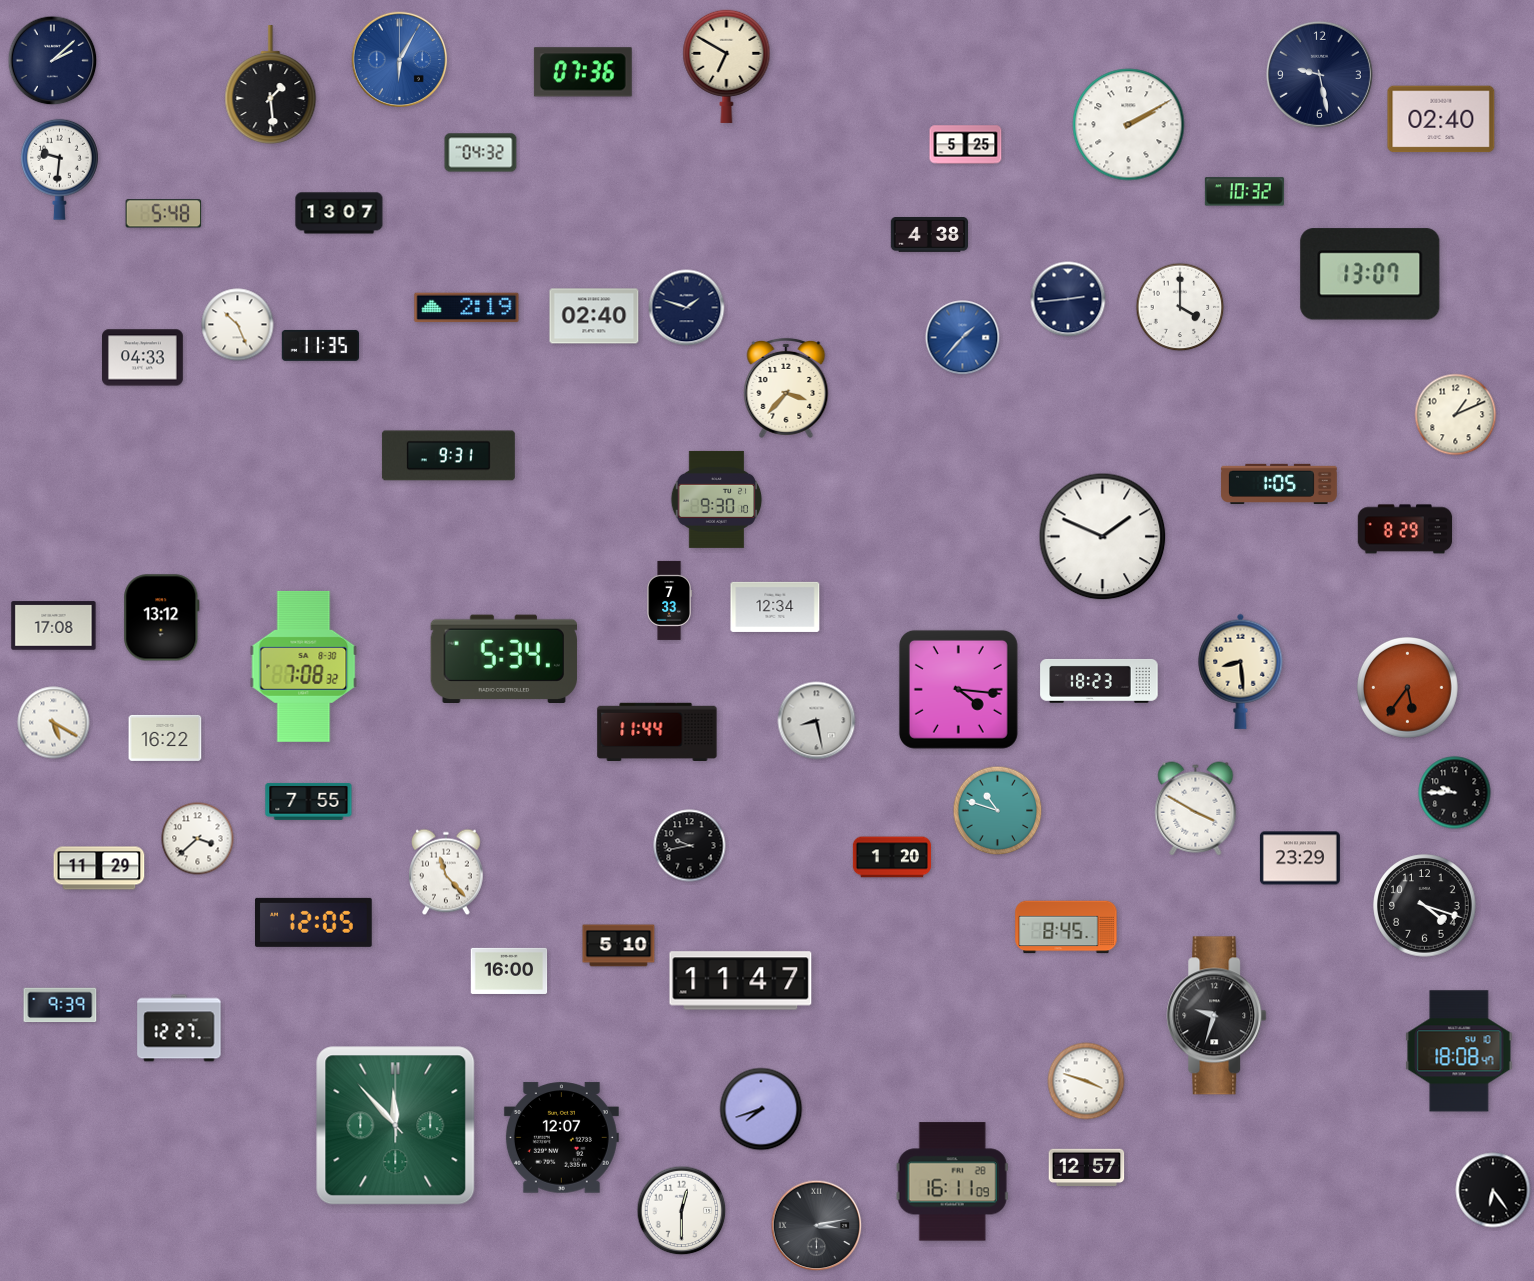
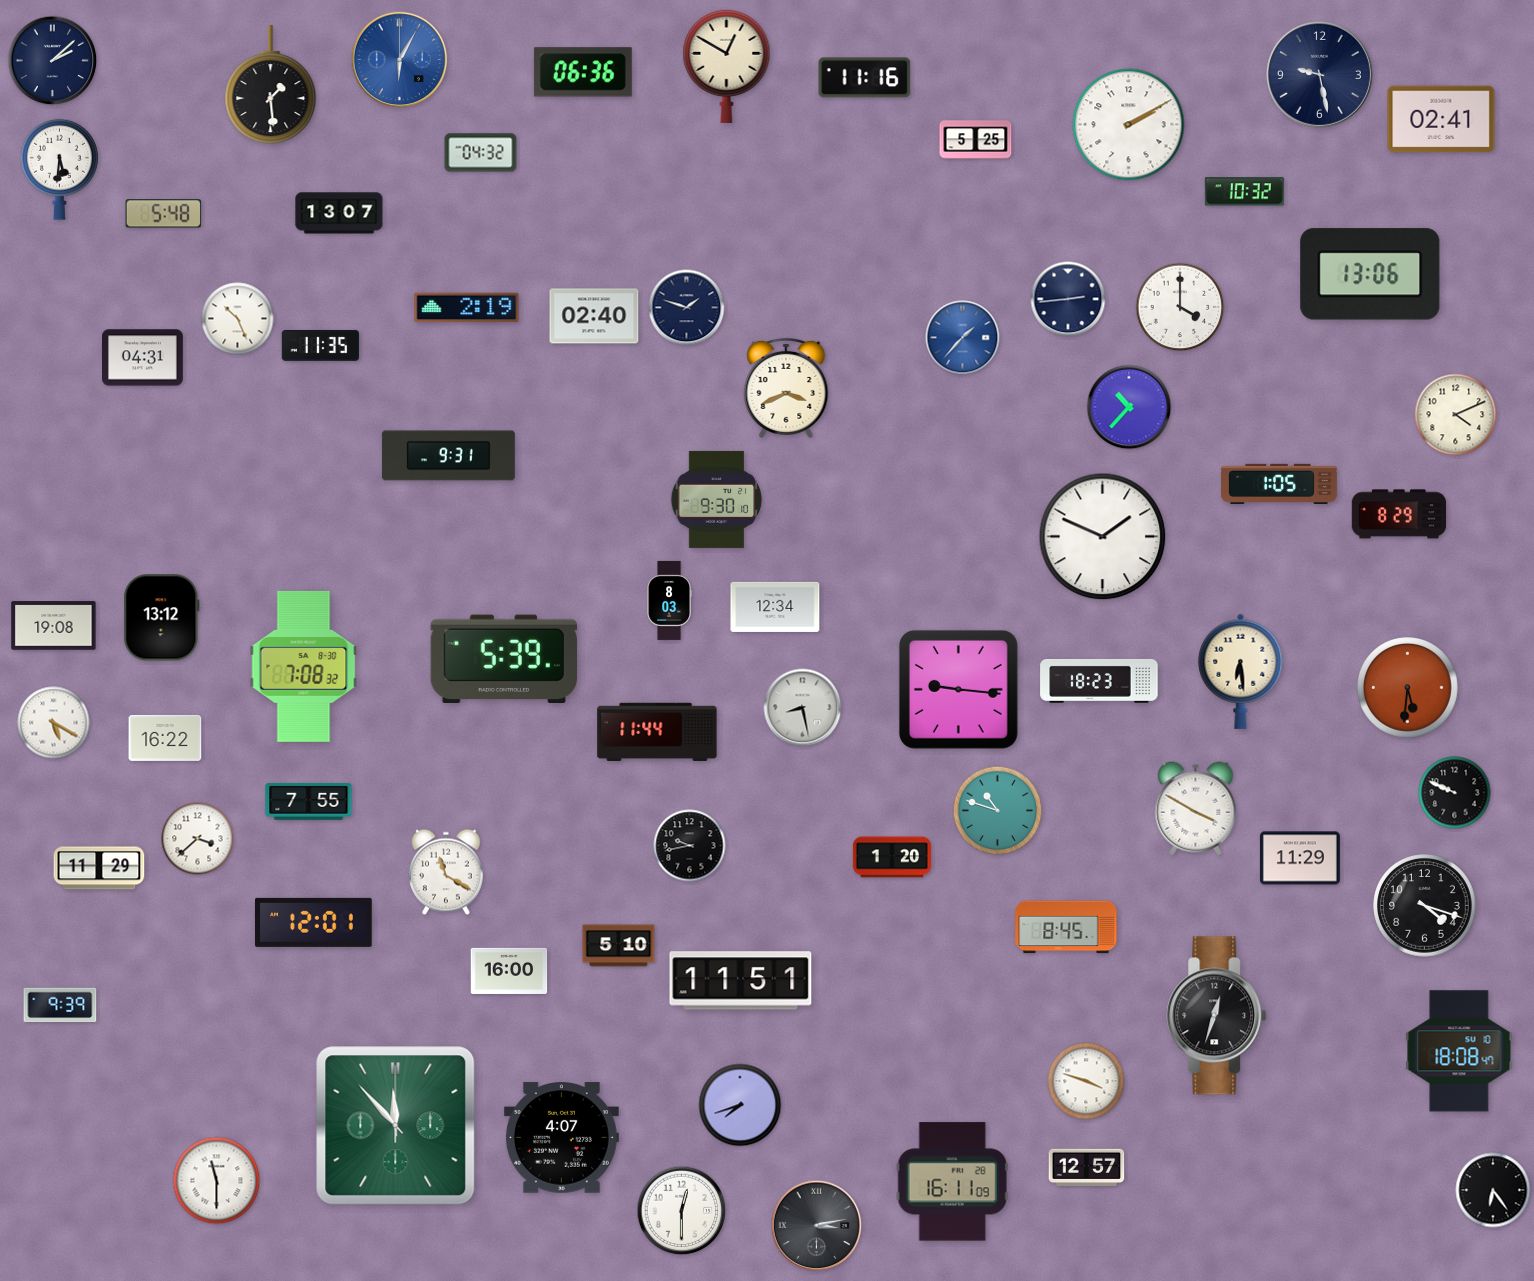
clock at (727, 66): 6:50 -> 12:50
clock at (583, 72): 07:36 -> 06:36
clock at (865, 78): none -> 11:16
clock at (1441, 119): 02:40 -> 02:41
clock at (966, 145) position: (966, 145) -> (976, 140)
clock at (59, 169): 9:31 -> 5:31
clock at (929, 235): 4:38 -> none
clock at (1370, 274): 13:07 -> 13:06
clock at (238, 325) position: (238, 325) -> (238, 319)
clock at (143, 358): 04:33 -> 04:31
clock at (786, 388): 3:37 -> 3:41
clock at (1129, 407): none -> 10:37
clock at (1456, 415): 1:11 -> 4:11
clock at (1405, 529) position: (1405, 529) -> (1399, 514)
clock at (669, 600): 7:33 -> 8:03
clock at (54, 626): 17:08 -> 19:08
clock at (503, 658): 5:34 -> 5:39
clock at (1241, 671): 8:29 -> 6:29
clock at (1408, 688): 5:36 -> 5:31
clock at (958, 689): 4:16 -> 9:16
clock at (817, 721) position: (817, 721) -> (803, 708)
clock at (1455, 793): 9:45 -> 9:49
clock at (1300, 858): 23:29 -> 11:29
clock at (447, 872): 11:23 -> 11:20
clock at (314, 922): 12:05 -> 12:01
clock at (741, 981): 11:47 -> 11:51
clock at (1217, 1016): 9:33 -> 12:33
clock at (179, 1028): 12:27 -> none
clock at (761, 1109) position: (761, 1109) -> (740, 1105)
clock at (561, 1138): 12:07 -> 4:07
clock at (217, 1181): none -> 11:30
